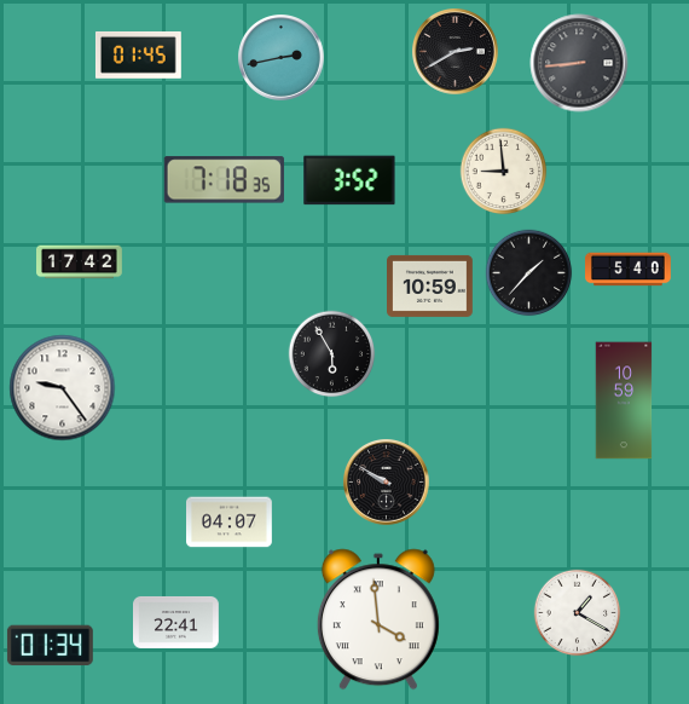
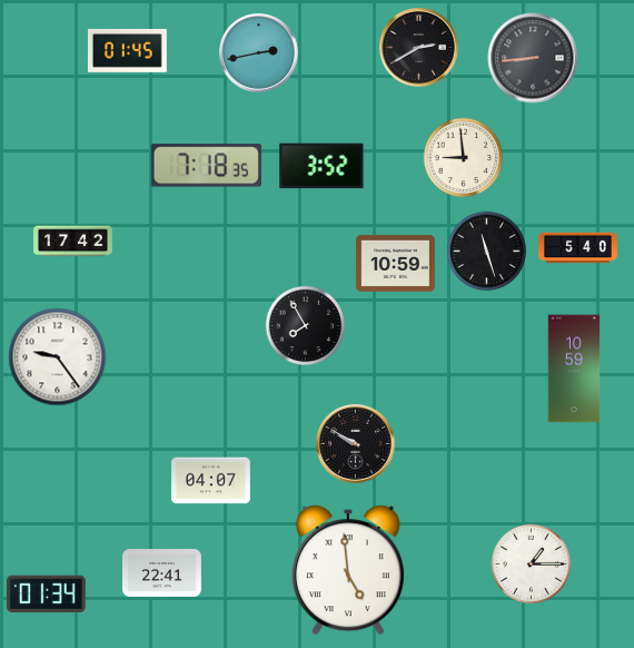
clock at (529, 273): 1:37 -> 11:27
clock at (332, 354): 5:55 -> 7:55
clock at (578, 613): 1:20 -> 1:15
clock at (378, 619): 3:59 -> 4:59
